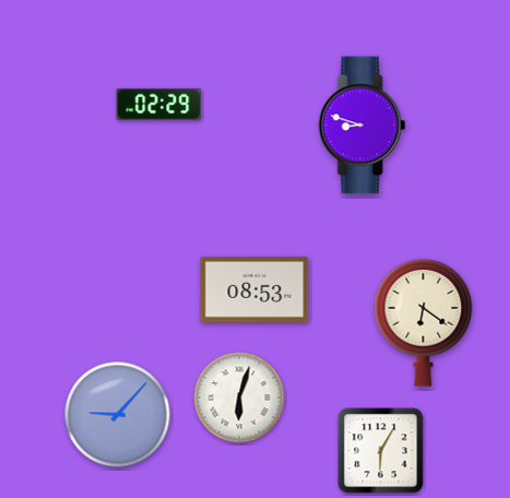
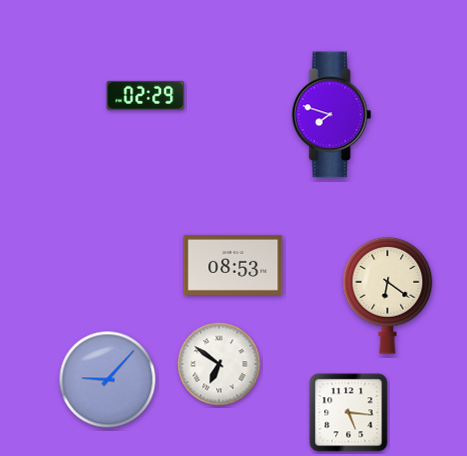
clock at (363, 126): 8:48 -> 7:48
clock at (239, 398): 6:03 -> 6:51
clock at (381, 451): 6:05 -> 5:16
